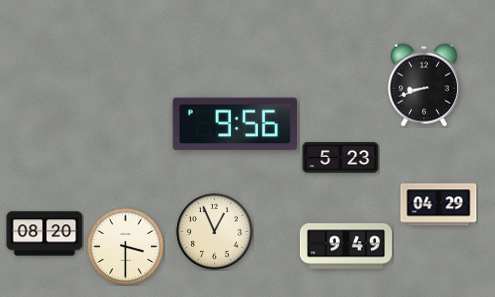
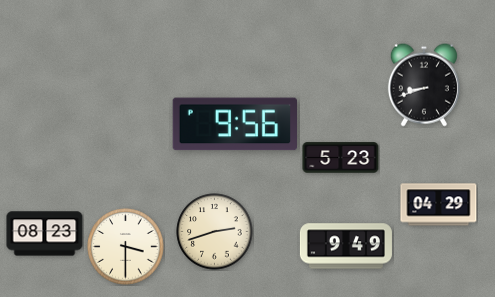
clock at (215, 232): 12:56 -> 2:42
clock at (45, 234): 08:20 -> 08:23
